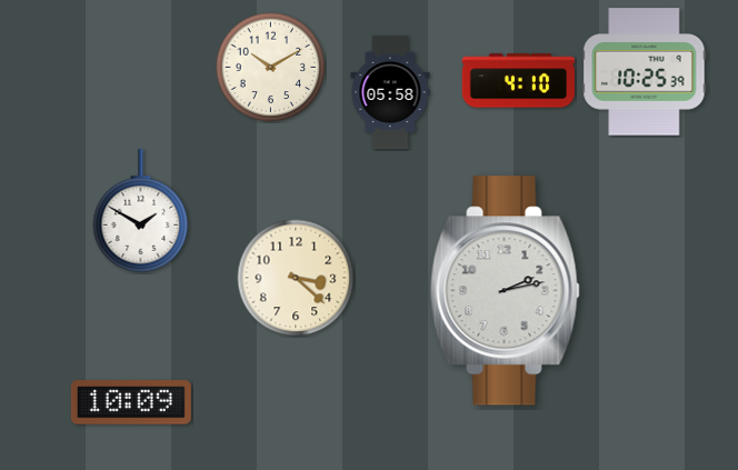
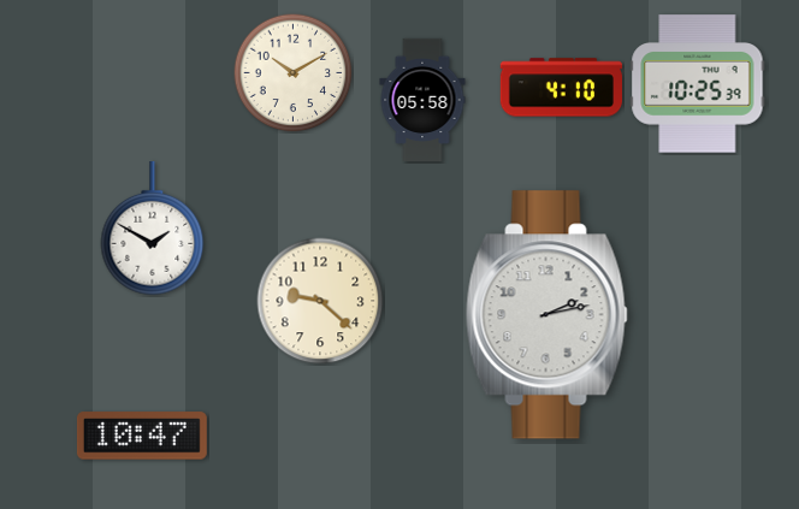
clock at (645, 72) position: (645, 72) -> (698, 84)
clock at (296, 278): 3:22 -> 9:22
clock at (131, 402): 10:09 -> 10:47
